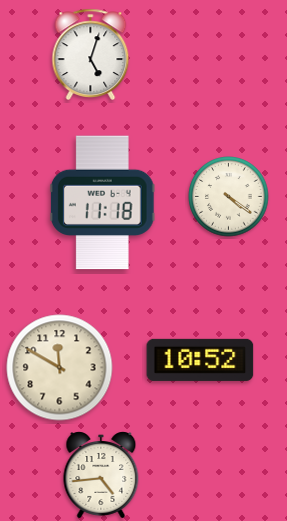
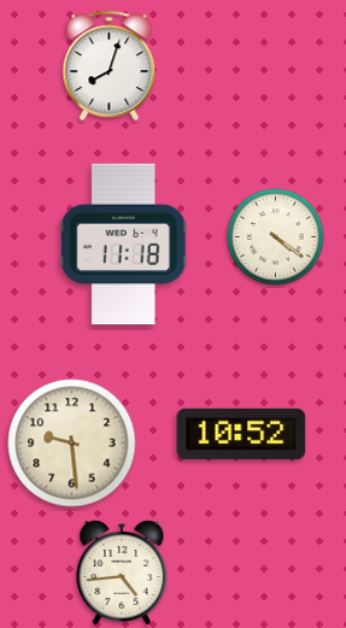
clock at (91, 54): 5:03 -> 8:03
clock at (60, 368): 11:50 -> 9:29
